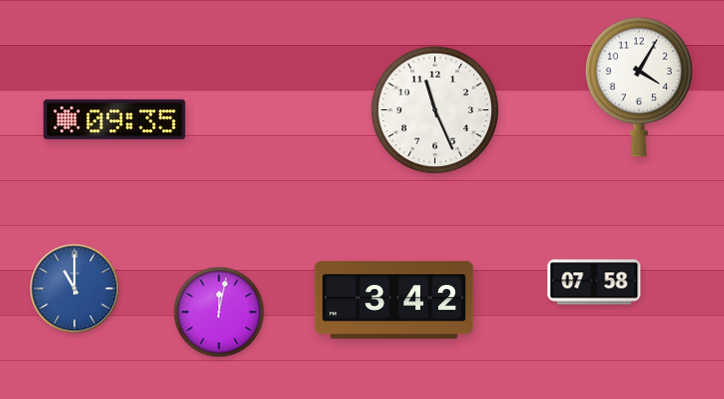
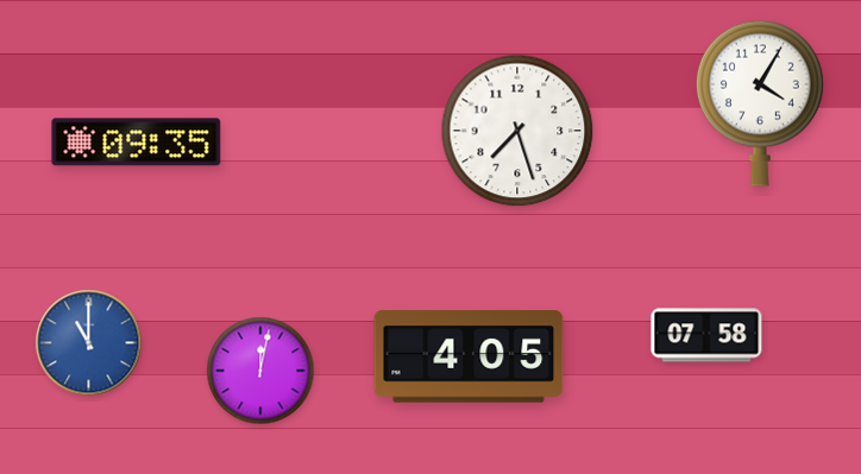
clock at (435, 110): 11:26 -> 7:27
clock at (394, 300): 3:42 -> 4:05
